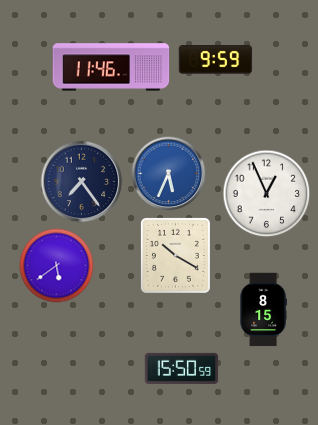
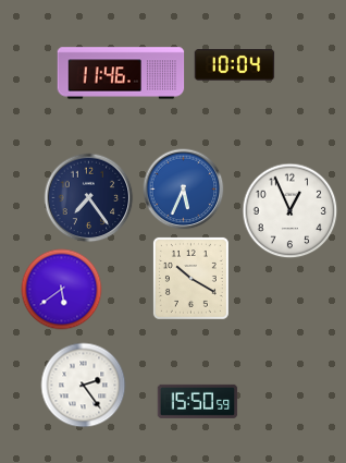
clock at (216, 60): 9:59 -> 10:04
clock at (263, 310): 8:15 -> none
clock at (84, 386): none -> 2:24
